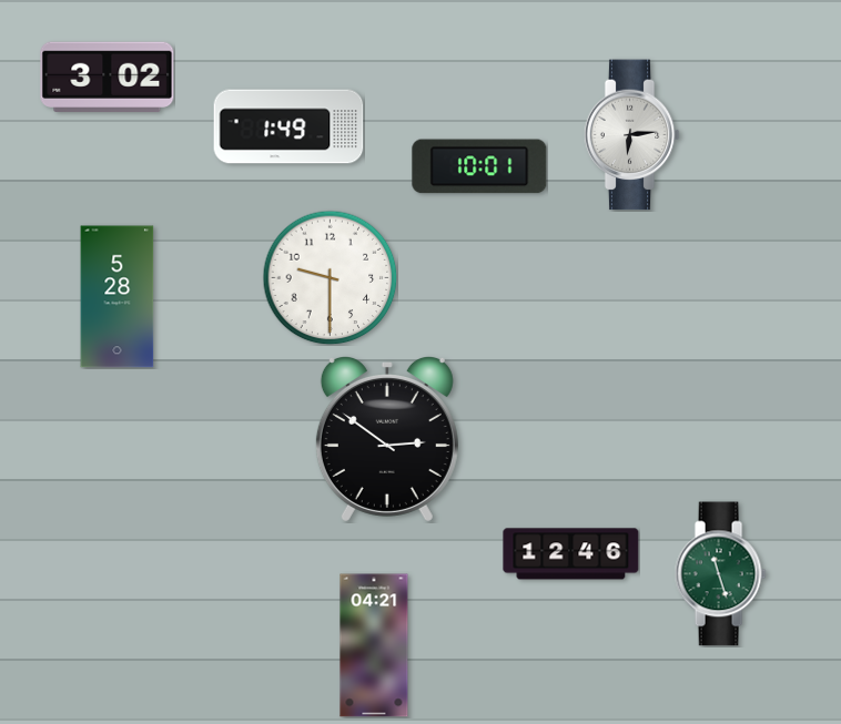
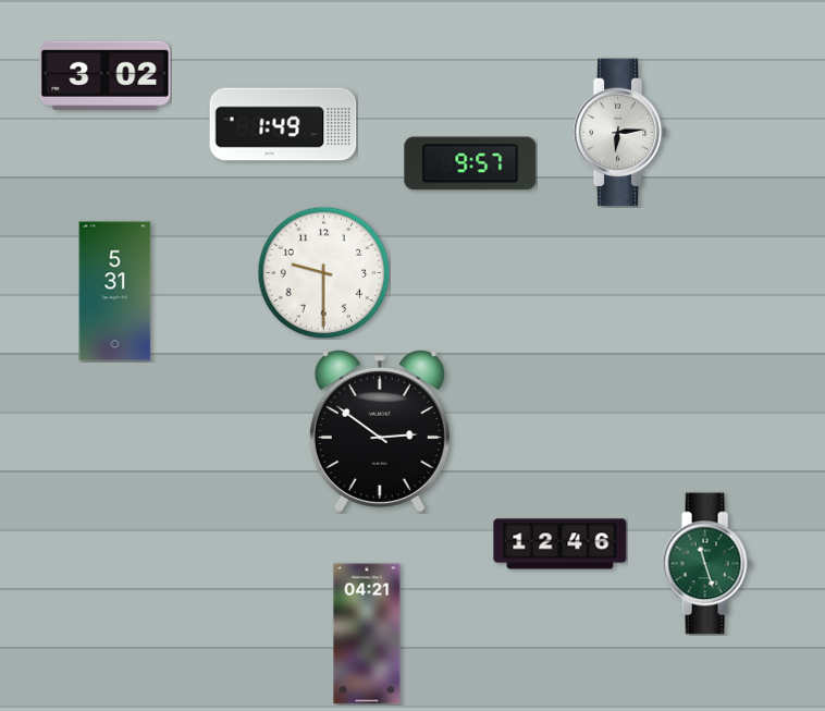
clock at (479, 166): 10:01 -> 9:57
clock at (118, 297): 5:28 -> 5:31
